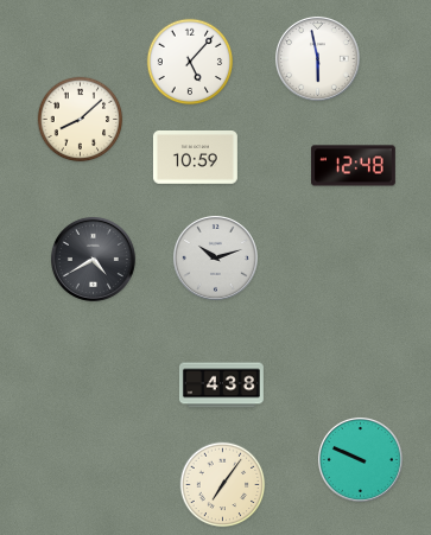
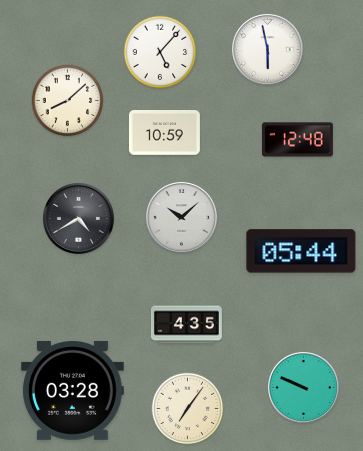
clock at (215, 257): 10:12 -> 10:08
clock at (301, 251): none -> 05:44
clock at (221, 386): 4:38 -> 4:35
clock at (72, 390): none -> 03:28
